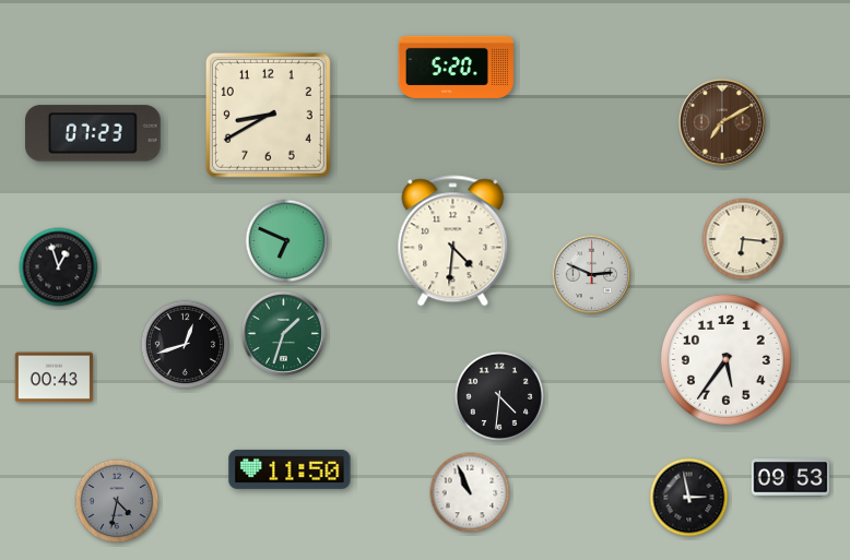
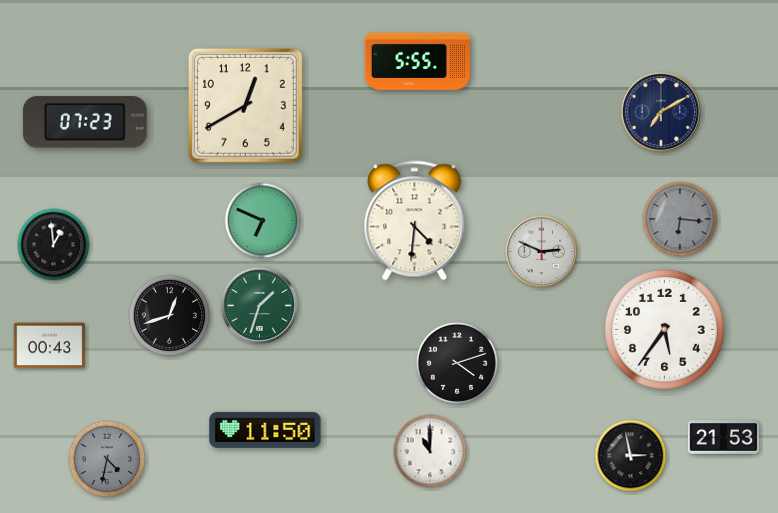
clock at (456, 67): 5:20 -> 5:55
clock at (268, 115): 8:40 -> 12:40
clock at (722, 122) dial: brown -> navy
clock at (743, 239) dial: cream -> grey
clock at (59, 267): 12:57 -> 12:59
clock at (499, 396): 4:31 -> 4:12
clock at (791, 478): 09:53 -> 21:53
clock at (470, 492): 10:56 -> 11:00
